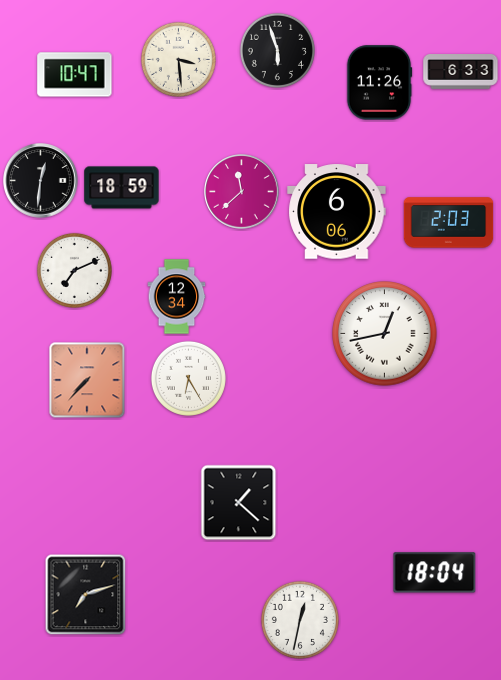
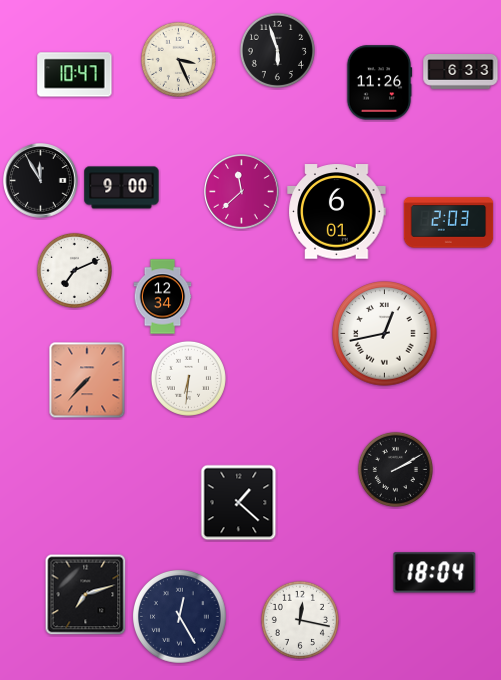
clock at (178, 59): 3:29 -> 3:26
clock at (41, 181): 12:31 -> 11:55
clock at (122, 188): 18:59 -> 9:00
clock at (337, 212): 6:06 -> 6:01
clock at (177, 297) position: (177, 297) -> (163, 297)
clock at (188, 378): 6:25 -> 6:31
clock at (395, 469): none -> 2:10
clock at (180, 617): none -> 12:25
clock at (300, 620): 12:32 -> 12:17
